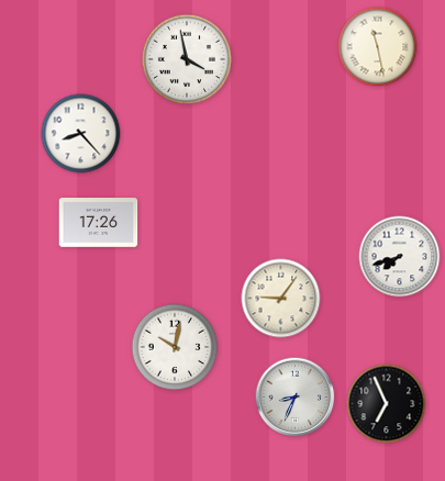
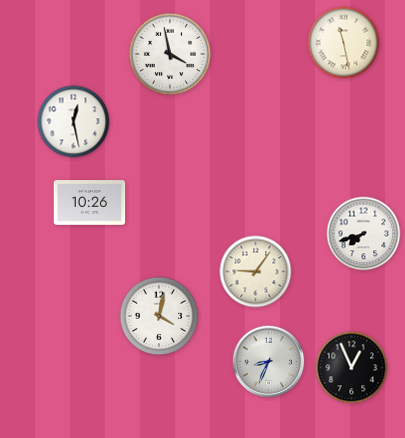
clock at (81, 134): 8:23 -> 12:28
clock at (99, 223): 17:26 -> 10:26
clock at (175, 347): 10:02 -> 4:02
clock at (387, 404): 6:56 -> 12:56
